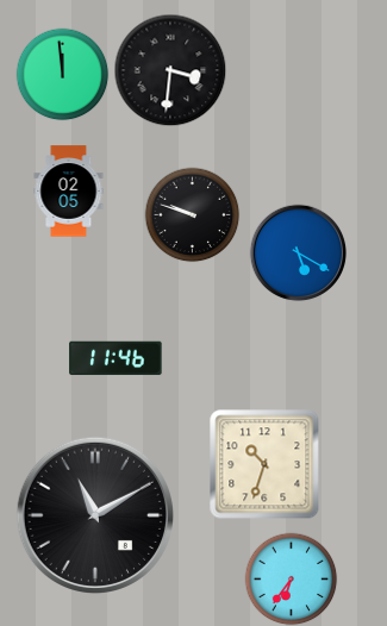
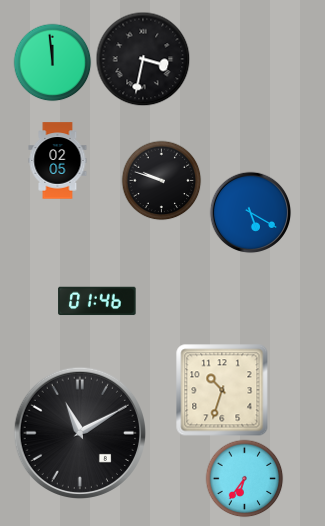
clock at (170, 70): 3:31 -> 3:32
clock at (116, 358): 11:46 -> 01:46
clock at (291, 578) position: (291, 578) -> (244, 478)
